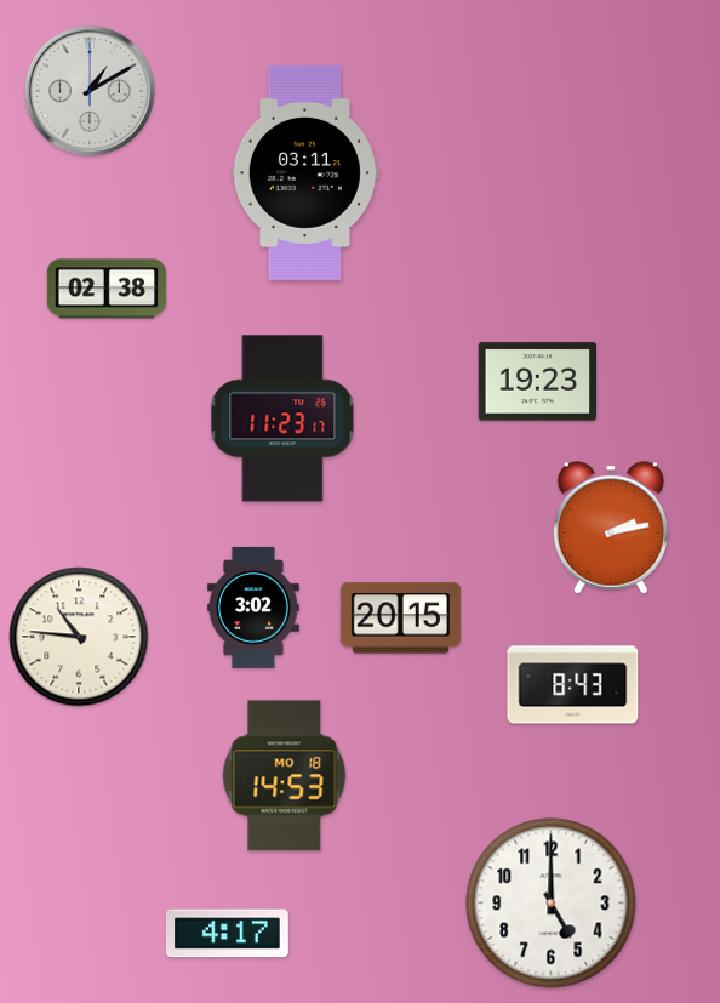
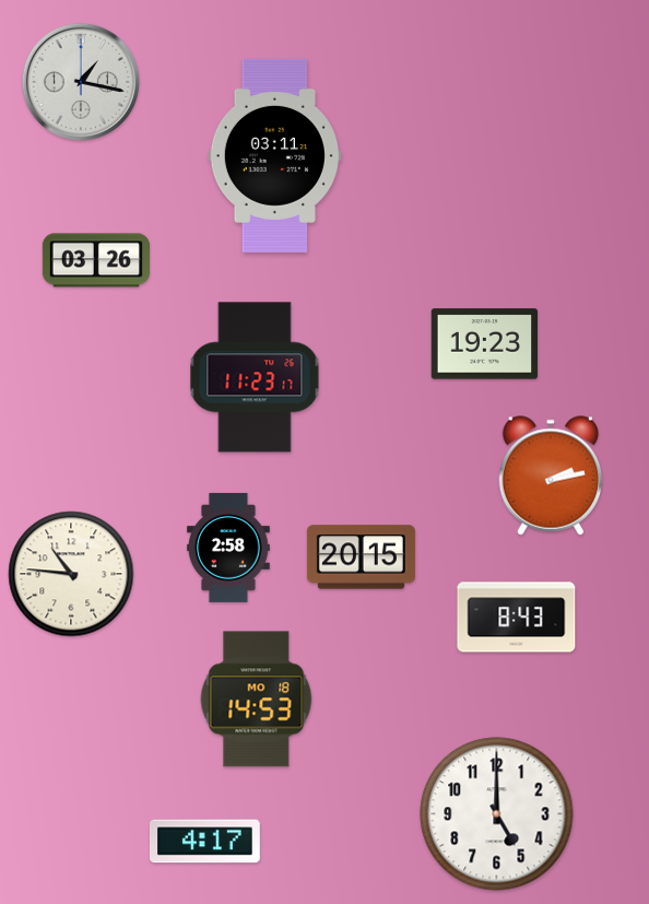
clock at (90, 91): 1:10 -> 1:17
clock at (105, 289): 02:38 -> 03:26
clock at (255, 608): 3:02 -> 2:58
